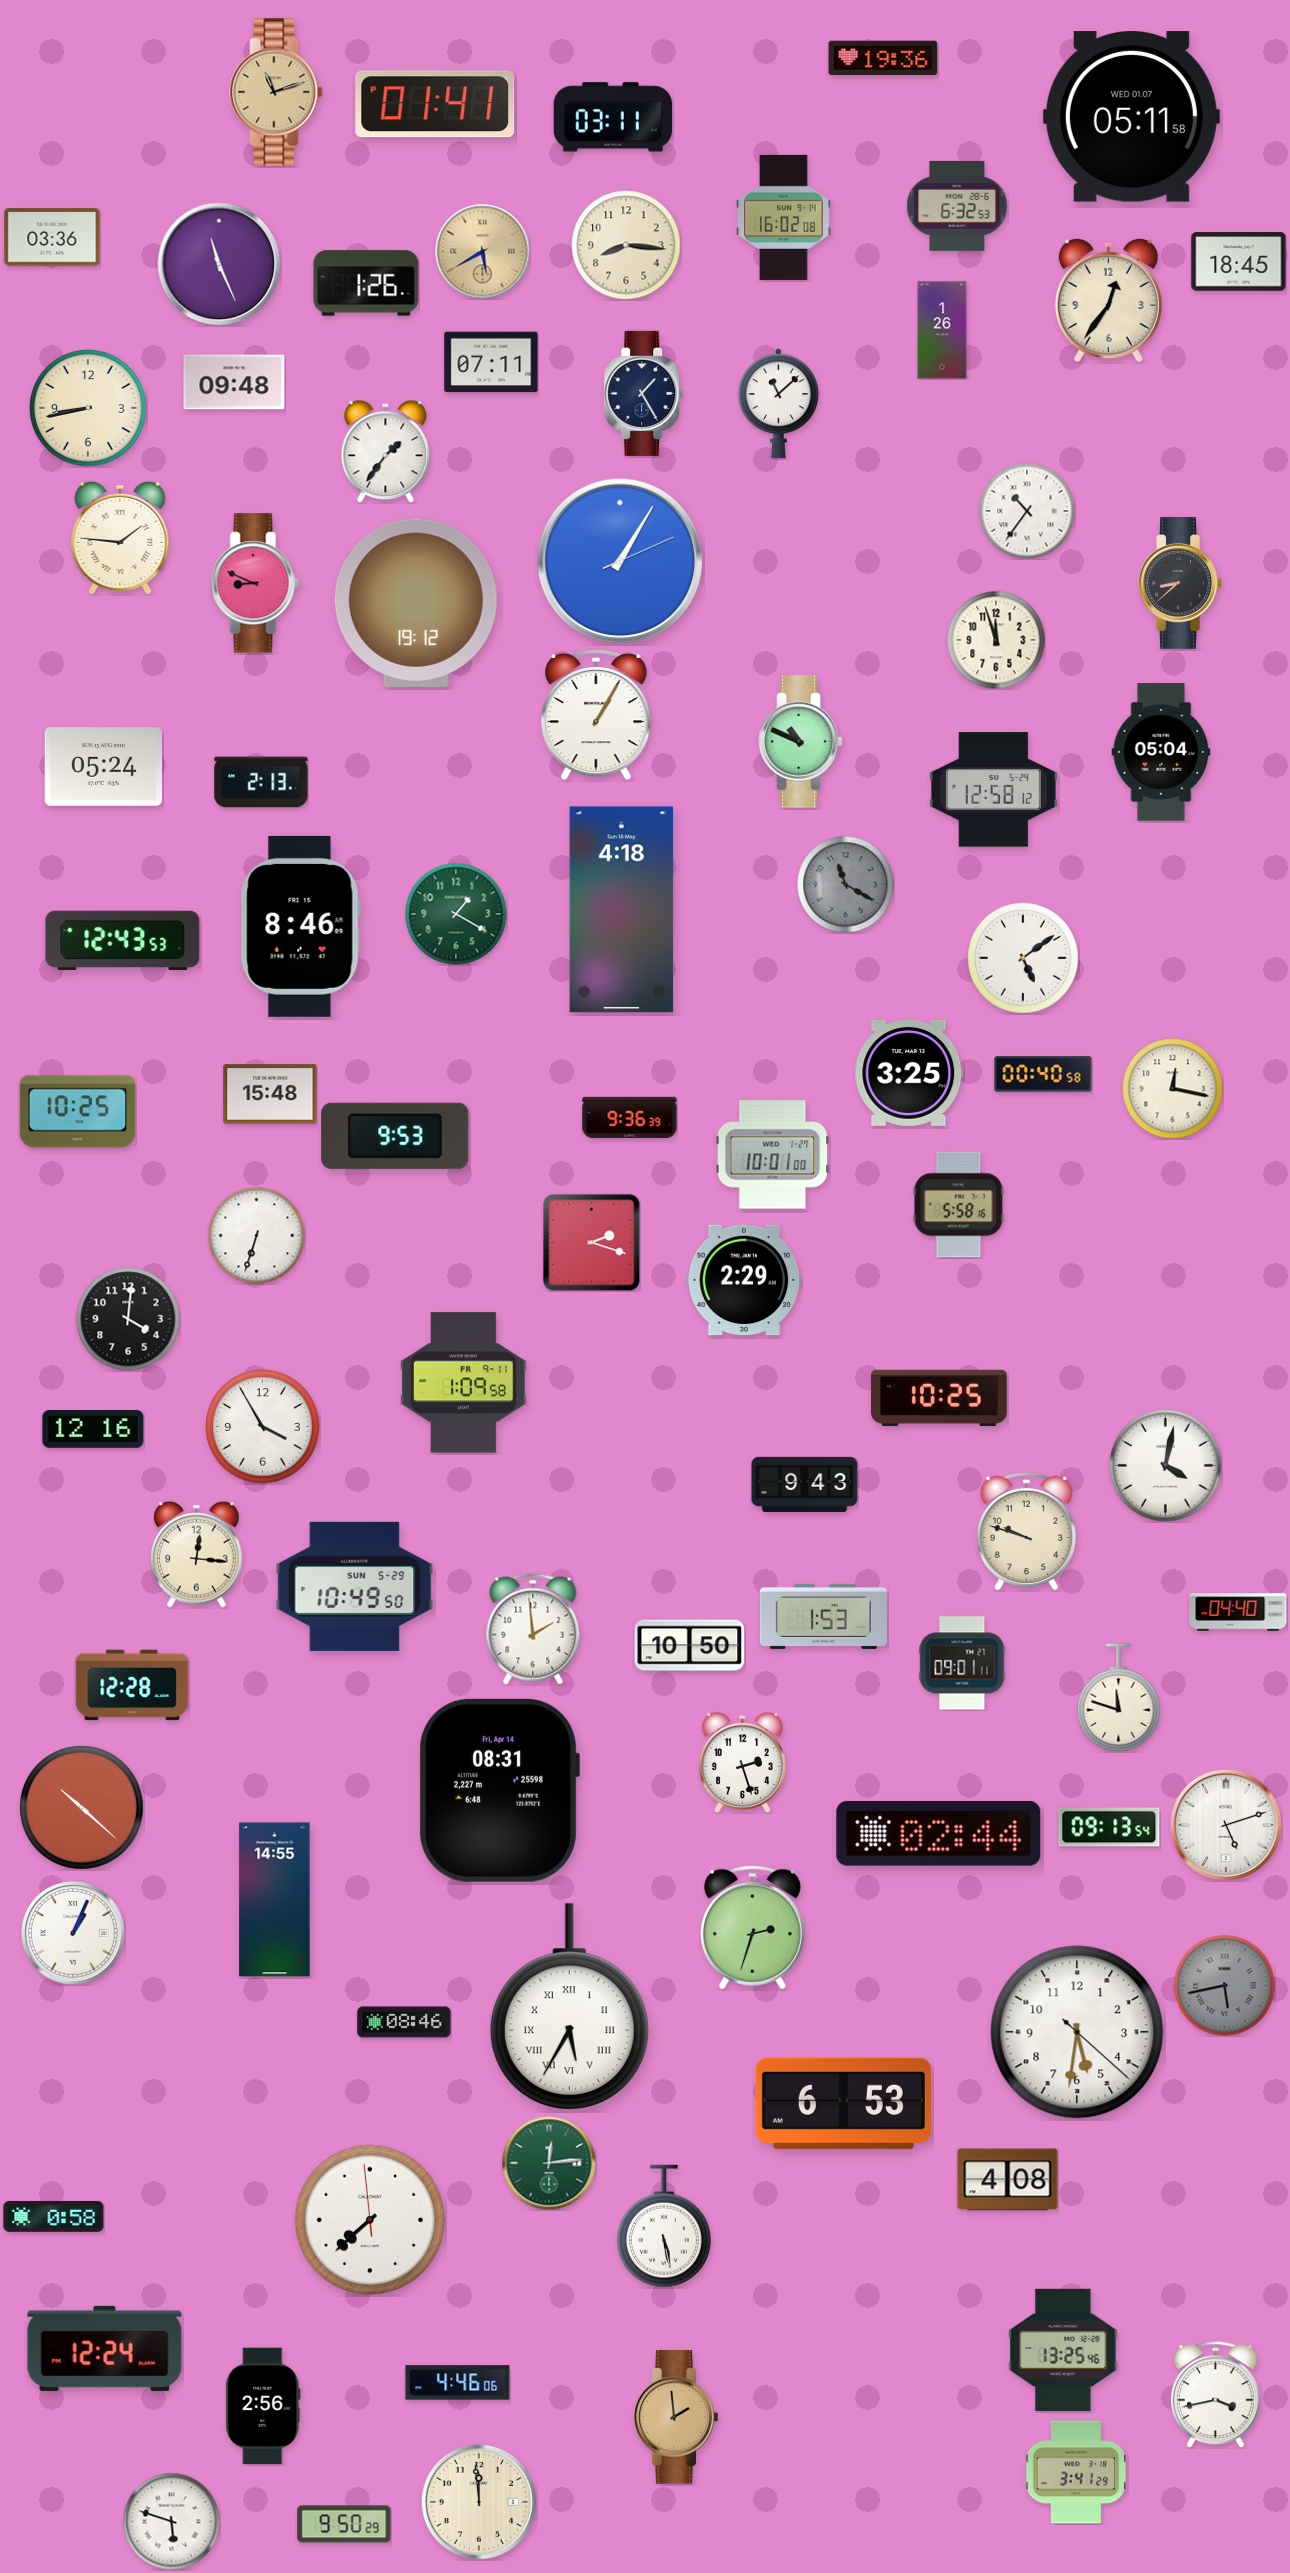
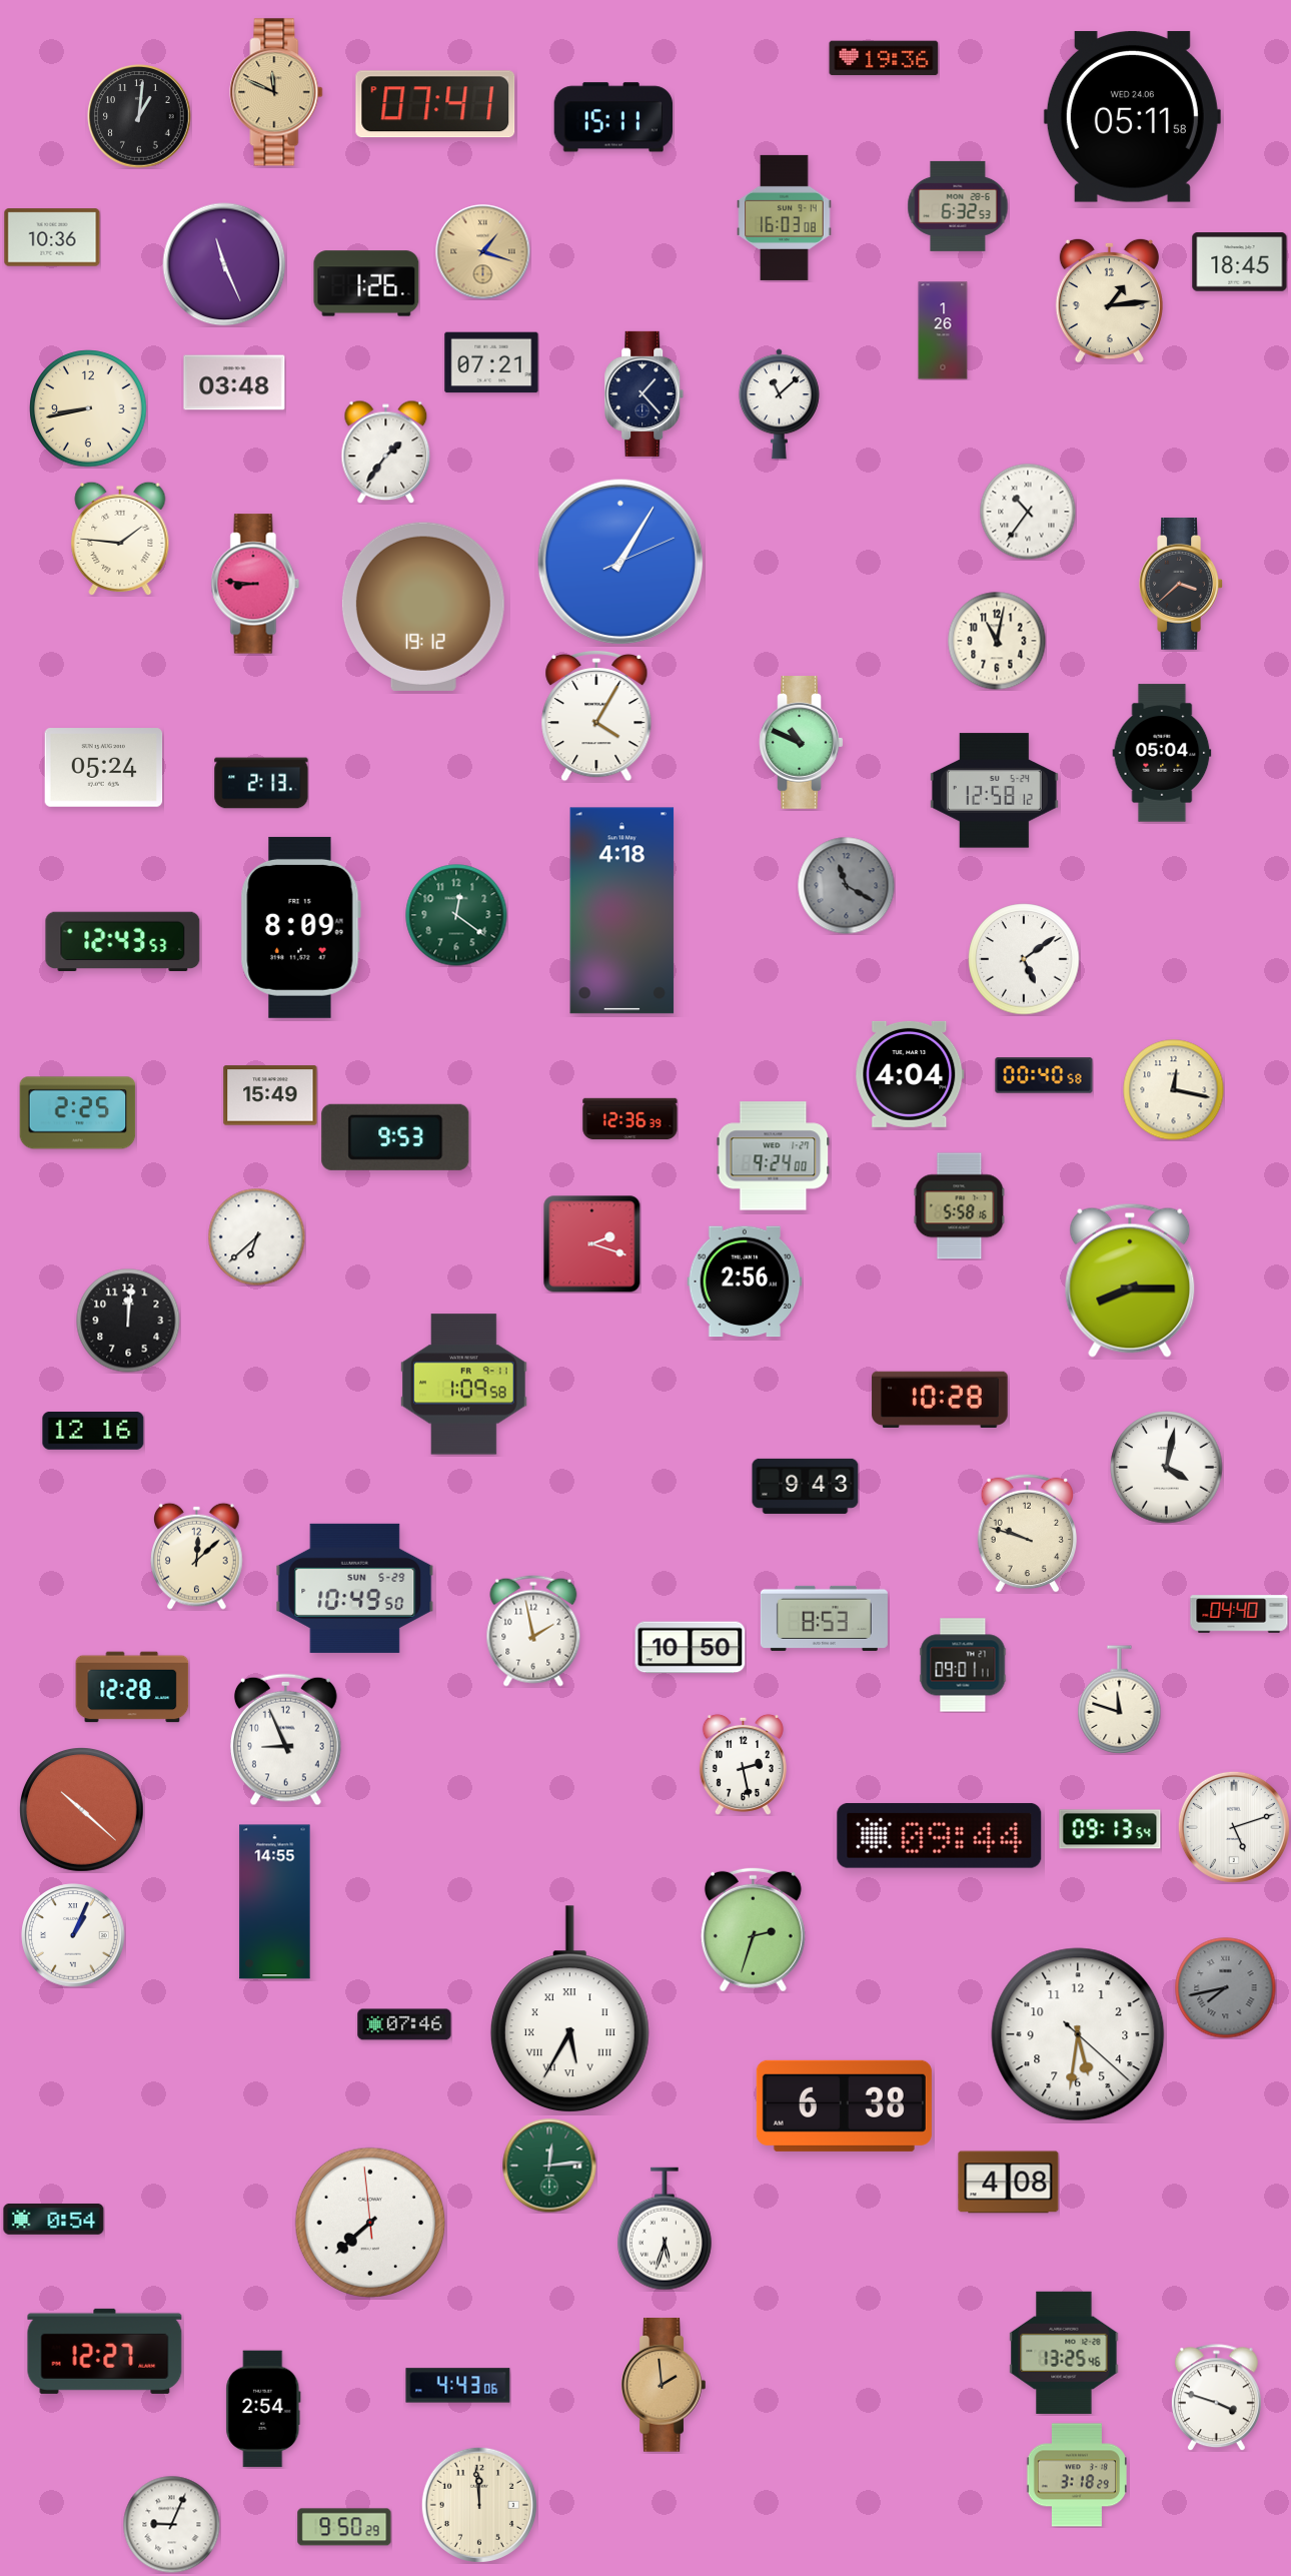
clock at (276, 92): 11:12 -> 11:49
clock at (435, 104): 01:41 -> 07:41
clock at (139, 116): none -> 1:01
clock at (612, 117): 03:11 -> 15:11
clock at (1131, 117) date: WED 01.07 -> WED 24.06
clock at (784, 217): 16:02 -> 16:03
clock at (52, 237): 03:36 -> 10:36
clock at (626, 245): 8:16 -> none
clock at (482, 251): 5:40 -> 1:18
clock at (219, 264) position: (219, 264) -> (224, 264)
clock at (1108, 300): 12:36 -> 1:14
clock at (491, 362): 07:11 -> 07:21
clock at (234, 382): 09:48 -> 03:48
clock at (644, 393): 1:25 -> 1:23
clock at (255, 583): 8:49 -> 8:46
clock at (1180, 583): 8:38 -> 3:38
clock at (416, 603) position: (416, 603) -> (423, 607)
clock at (996, 640): 11:57 -> 11:02
clock at (596, 715): 1:05 -> 4:05
clock at (456, 914): 1:20 -> 12:21
clock at (300, 926): 8:46 -> 8:09
clock at (909, 1073): 3:25 -> 4:04
clock at (270, 1094): 15:48 -> 15:49
clock at (78, 1112): 10:25 -> 2:25
clock at (630, 1118): 9:36 -> 12:36
clock at (773, 1155): 10:01 -> 9:24
clock at (256, 1235): 6:33 -> 6:38
clock at (1130, 1280): none -> 8:15
clock at (744, 1280): 2:29 -> 2:56
clock at (128, 1319): 4:01 -> 12:01
clock at (939, 1398): 10:25 -> 10:28
clock at (263, 1427): 3:55 -> none
clock at (197, 1554): 12:16 -> 12:08
clock at (823, 1616): 1:53 -> 8:53
clock at (533, 1629): 1:59 -> 1:58
clock at (285, 1740): none -> 8:56
clock at (742, 1762): 2:27 -> 2:28
clock at (499, 1790): 08:31 -> none
clock at (1226, 1825) position: (1226, 1825) -> (1234, 1827)
clock at (939, 1833): 02:44 -> 09:44
clock at (1225, 1986): 5:43 -> 7:43
clock at (404, 2022): 08:46 -> 07:46
clock at (843, 2103): 6:53 -> 6:38
clock at (54, 2216): 0:58 -> 0:54
clock at (664, 2226): 5:28 -> 5:33
clock at (105, 2348): 12:24 -> 12:27
clock at (458, 2383): 4:46 -> 4:43
clock at (1215, 2395): 3:43 -> 3:48
clock at (263, 2406): 2:56 -> 2:54
clock at (676, 2418) position: (676, 2418) -> (664, 2386)
clock at (1075, 2472): 3:41 -> 3:18
clock at (171, 2521): 5:48 -> 9:04
